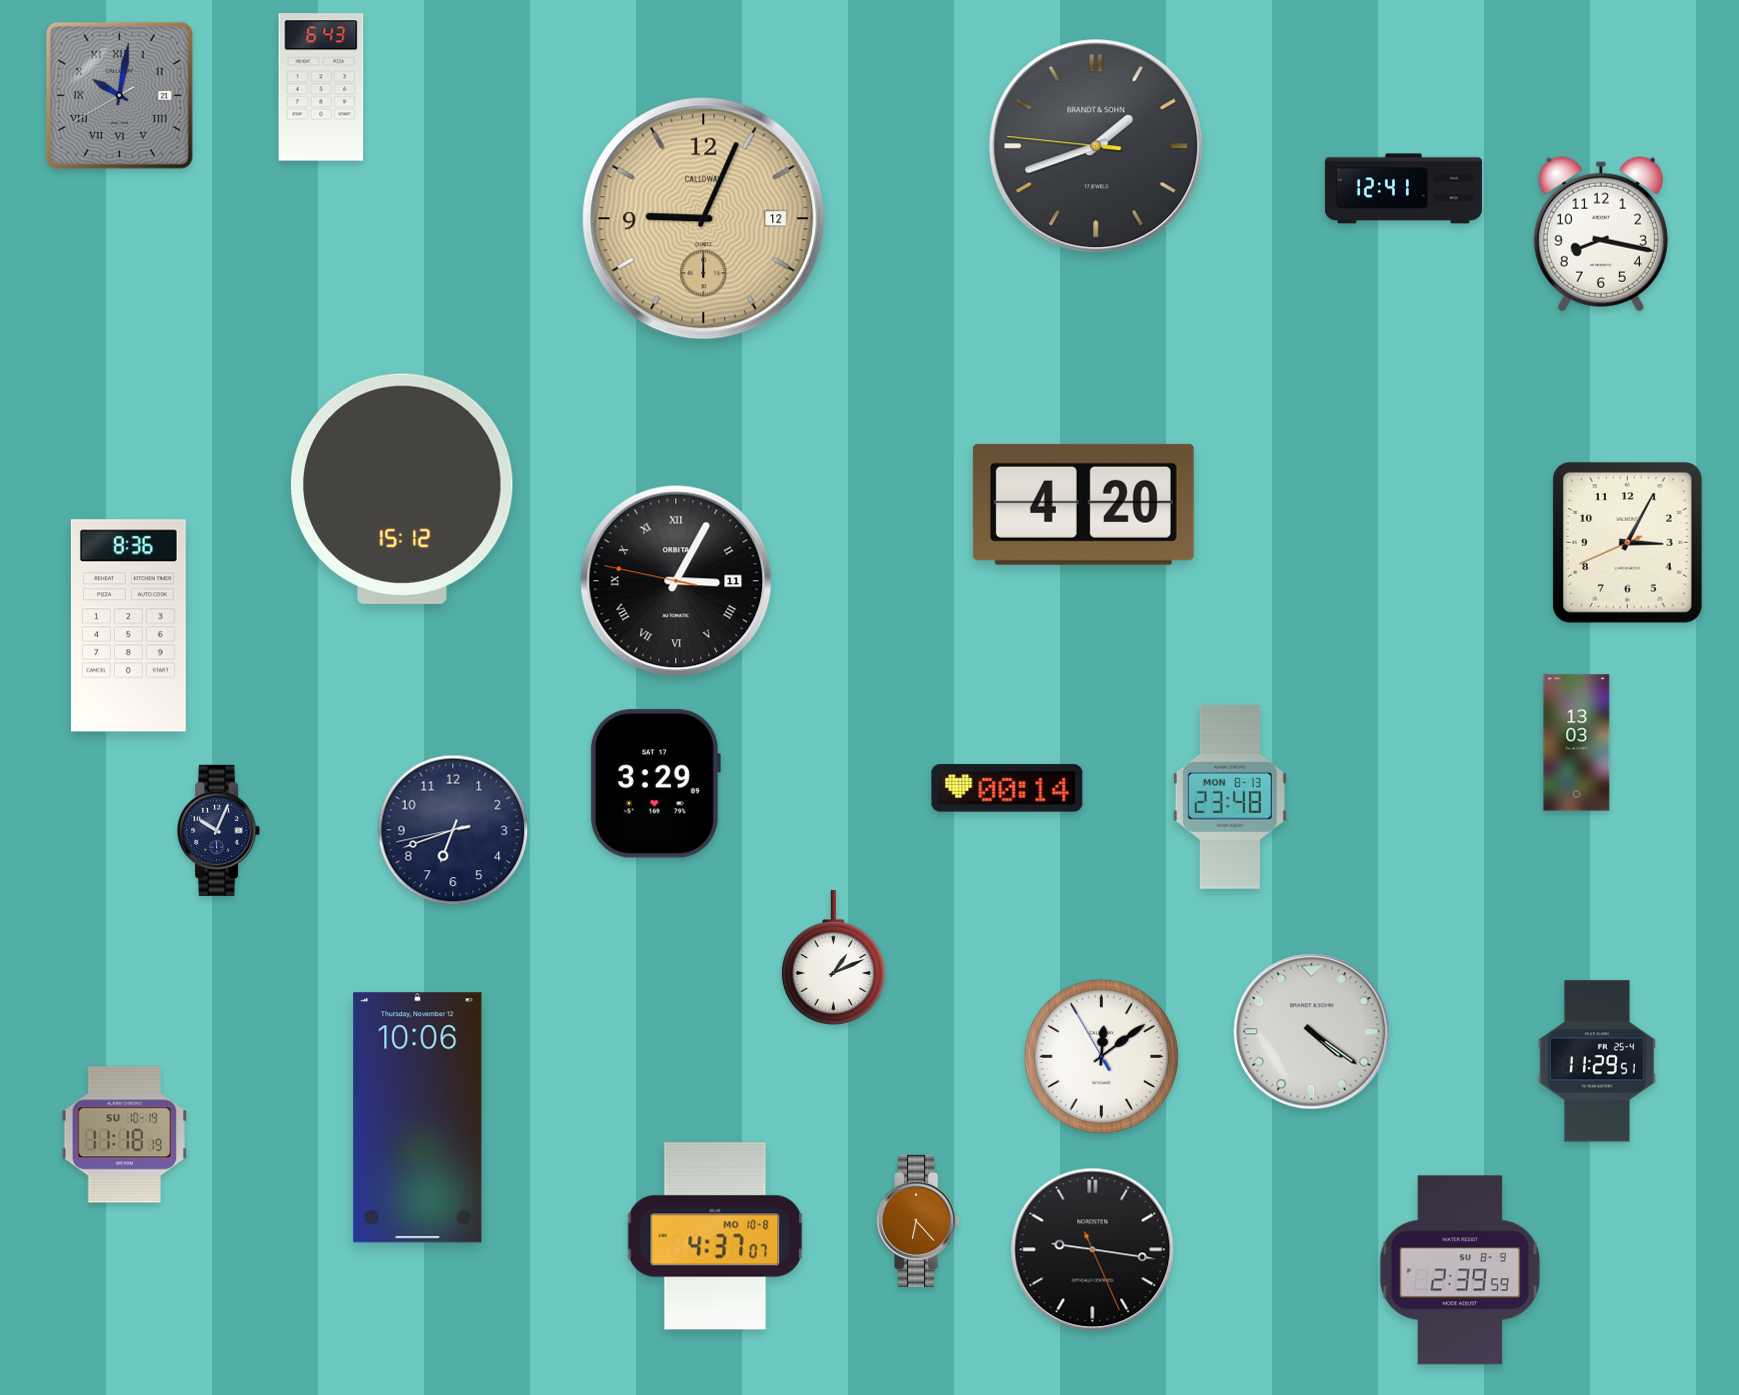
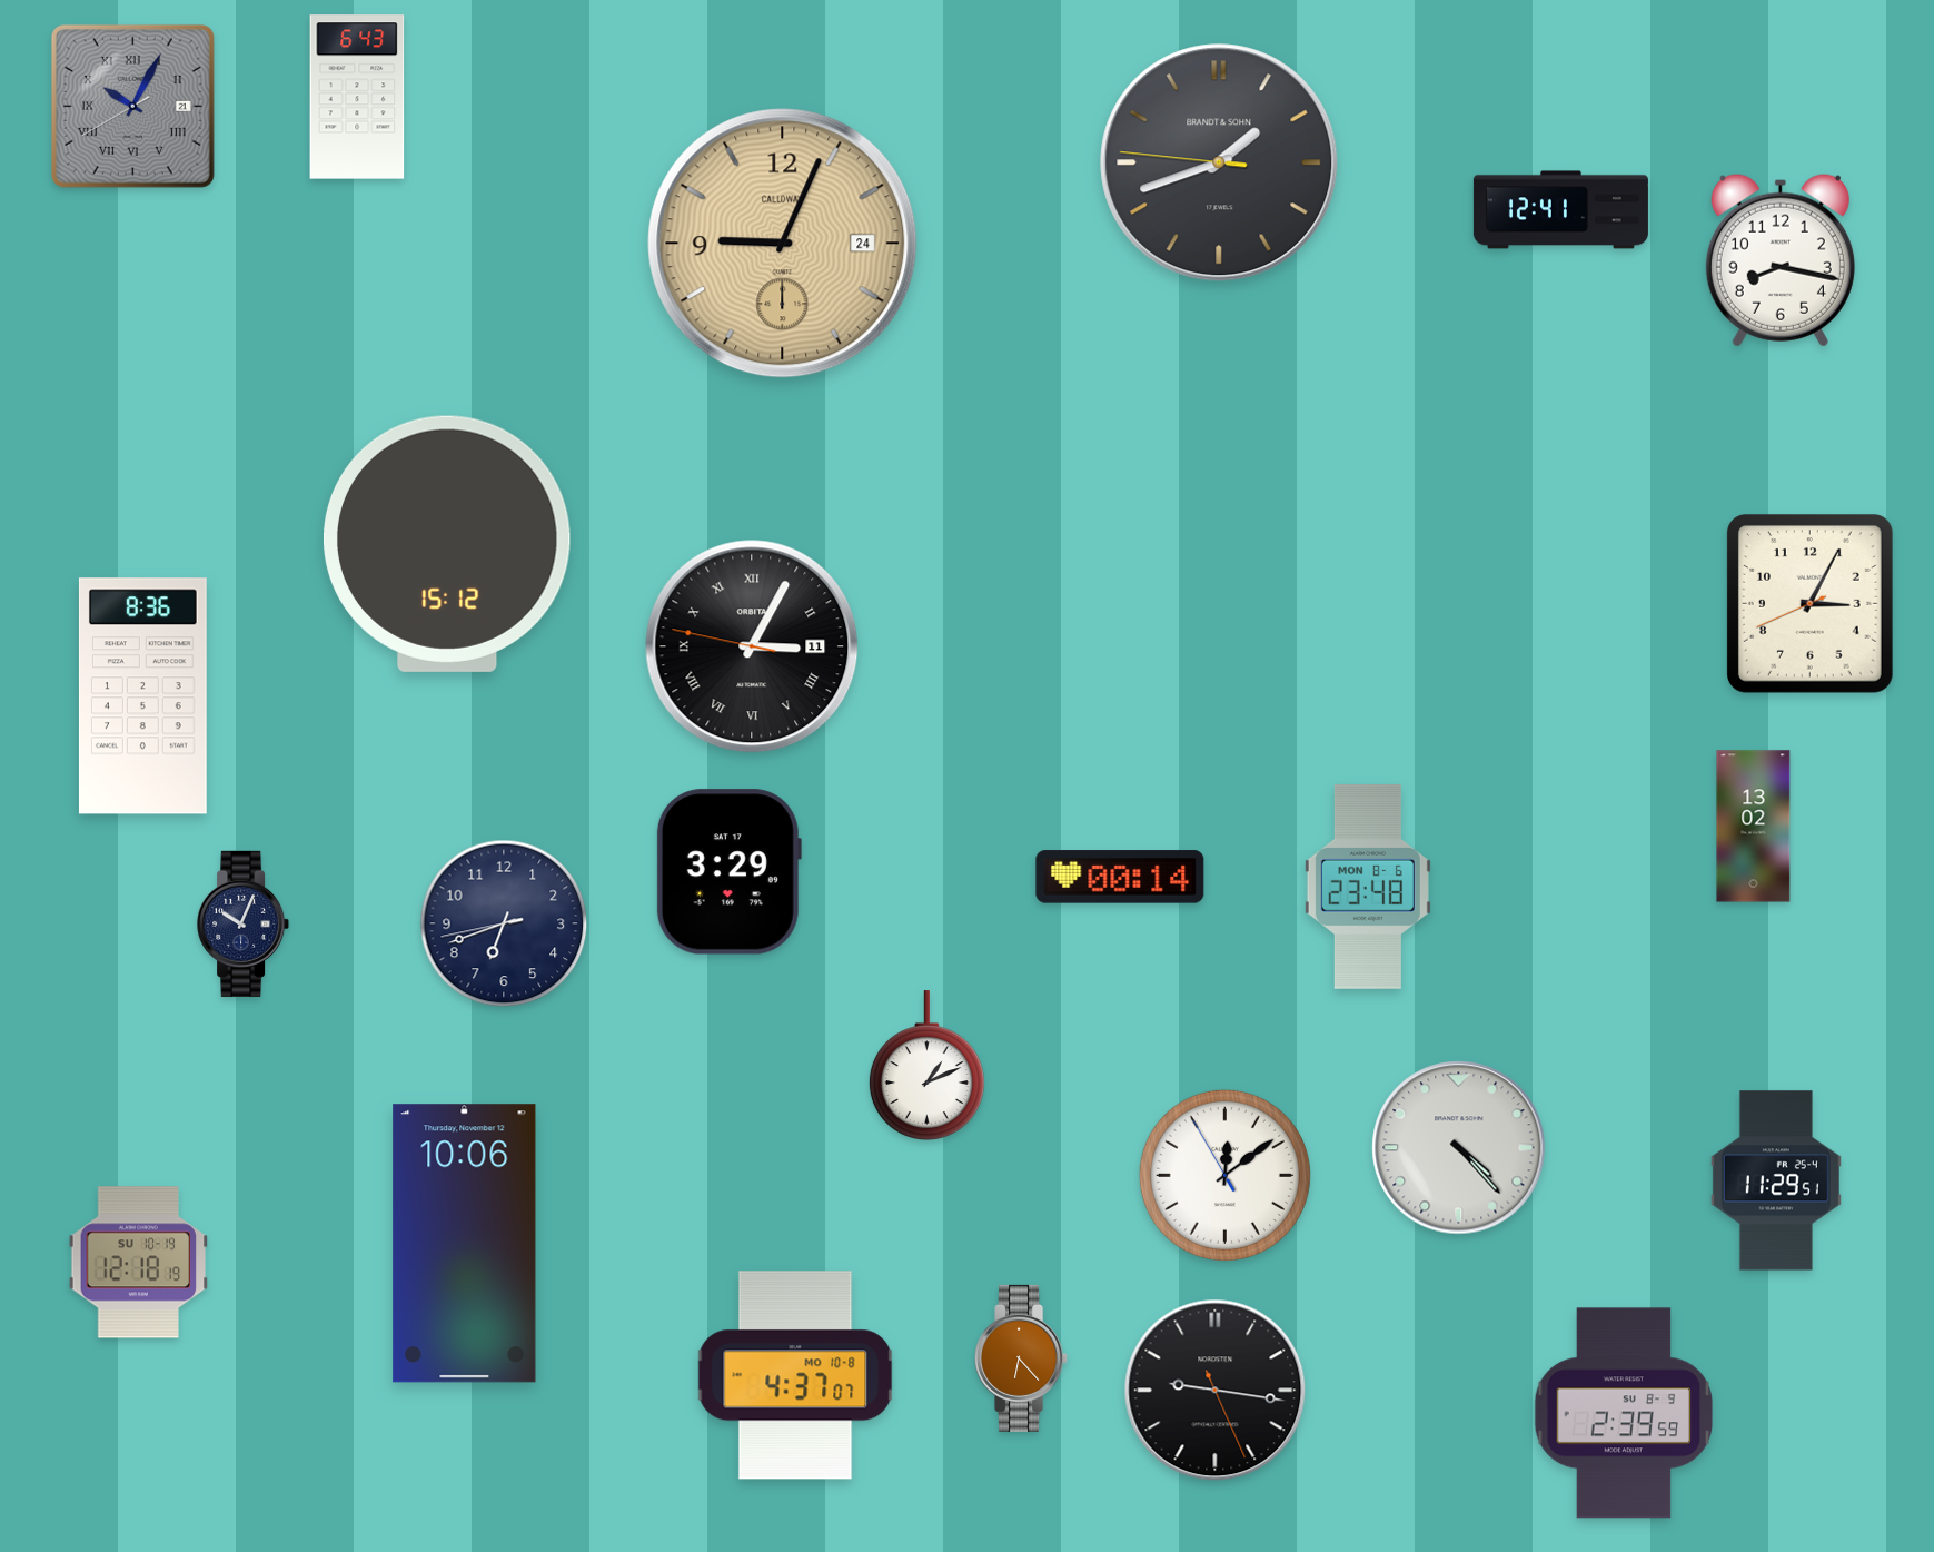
clock at (119, 95): 10:01 -> 10:04
clock at (704, 219) date: 12 -> 24
clock at (1083, 504): 4:20 -> none
clock at (1577, 743): 13:03 -> 13:02
clock at (1230, 797) date: MON 8-13 -> MON 8-6
clock at (1312, 1032): 4:21 -> 4:23
clock at (125, 1135): 11:18 -> 12:18
